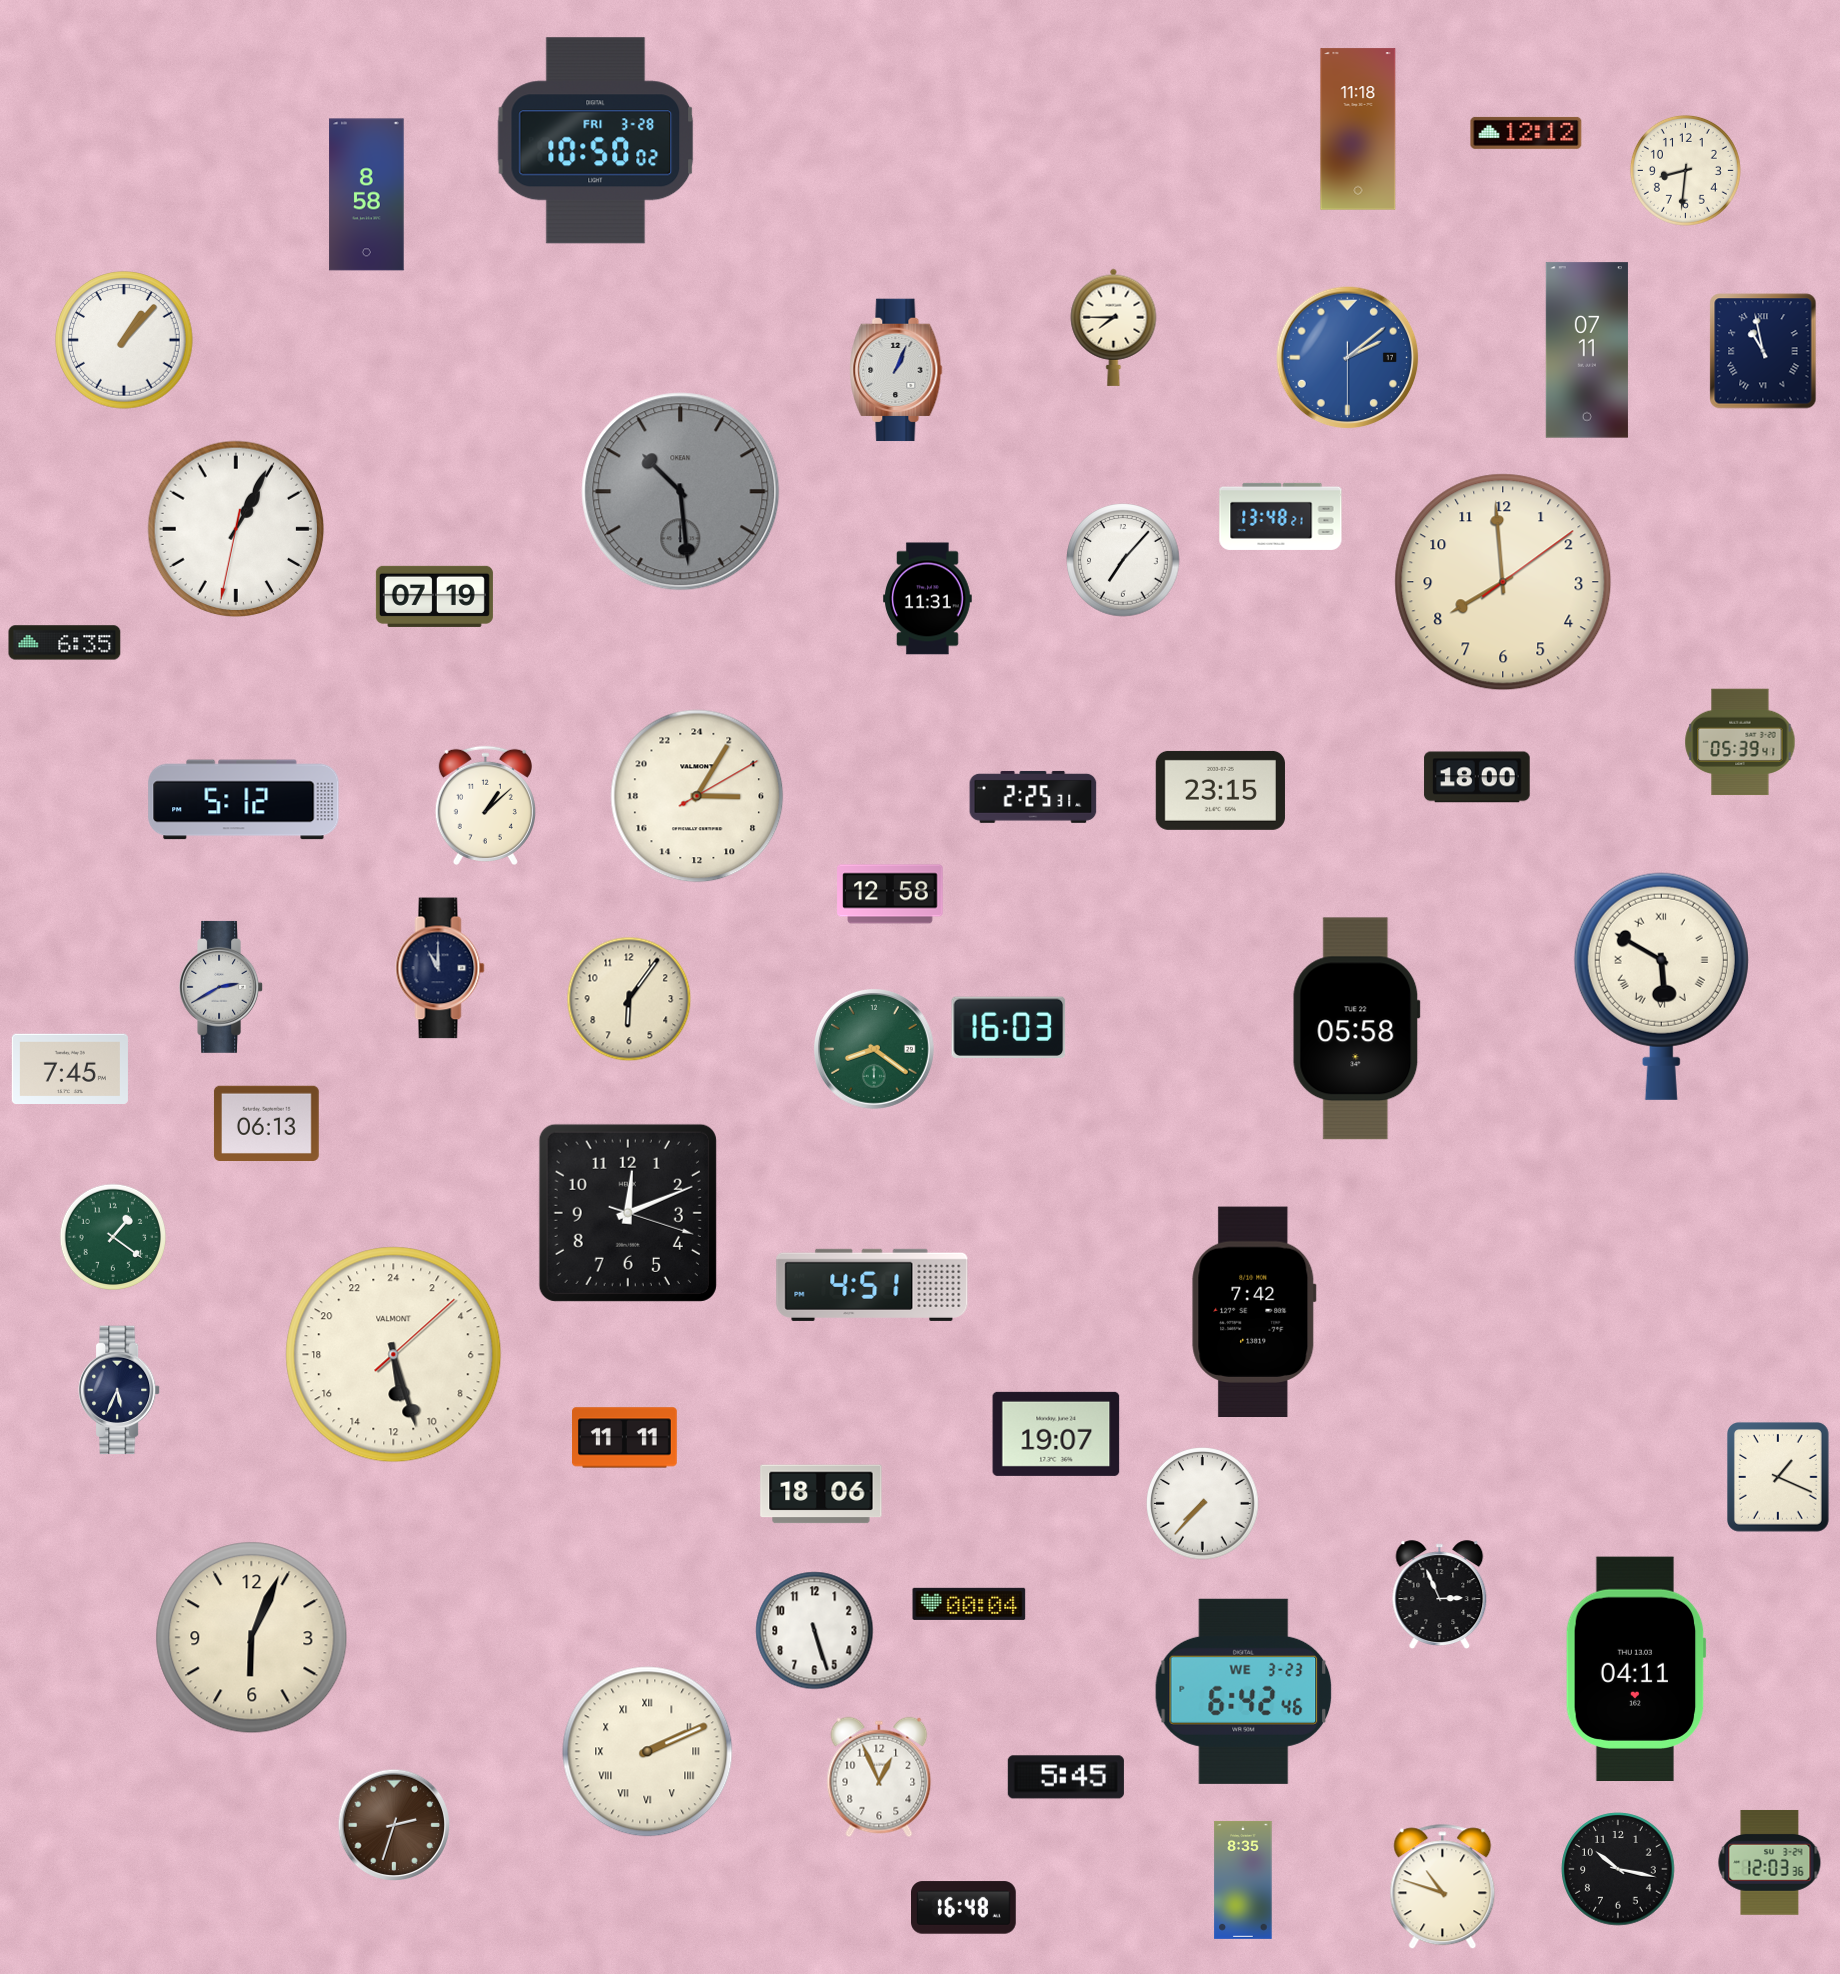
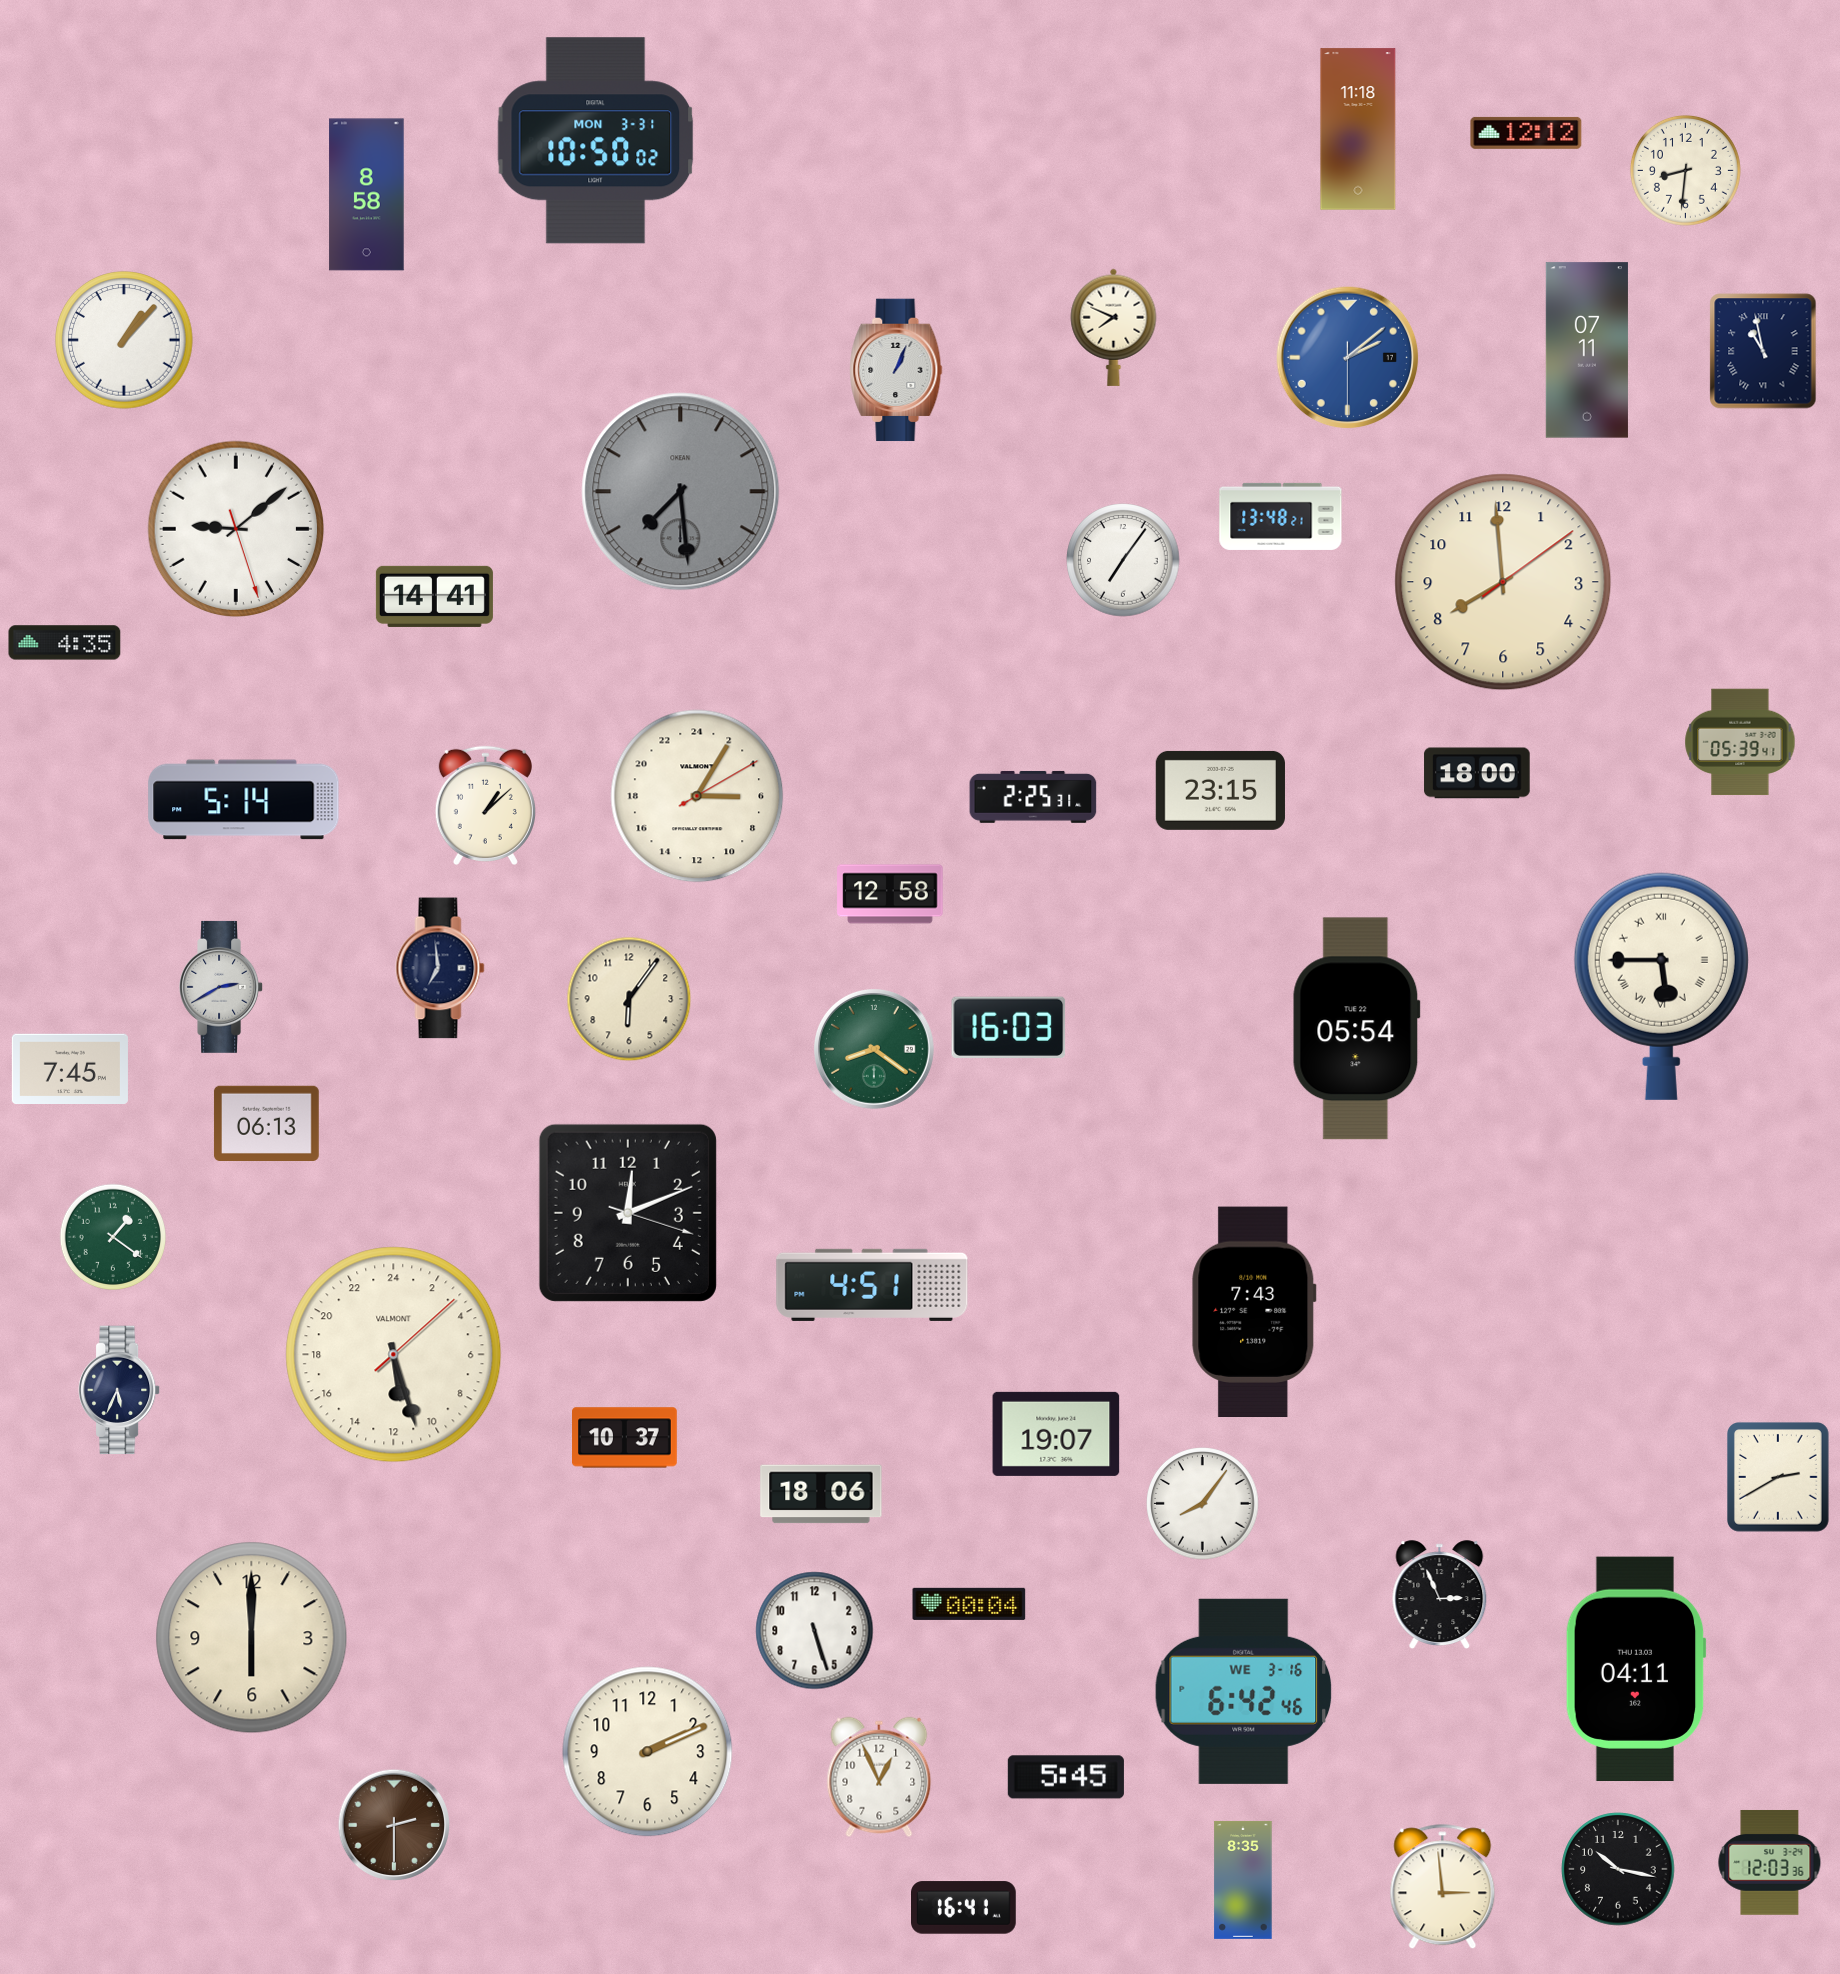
clock at (596, 141) date: FRI 3-28 -> MON 3-31
clock at (1114, 327): 7:45 -> 7:49
clock at (681, 492): 10:29 -> 7:29
clock at (236, 529): 1:04 -> 9:08
clock at (1123, 560): 7:07 -> 7:06
clock at (434, 596): 07:19 -> 14:41
clock at (928, 599): 11:31 -> none
clock at (65, 643): 6:35 -> 4:35
clock at (1477, 777) position: (1477, 777) -> (1477, 773)
clock at (244, 800): 5:12 -> 5:14
clock at (440, 968): 11:00 -> 6:59
clock at (1661, 986): 5:50 -> 5:45
clock at (1356, 1029): 05:58 -> 05:54
clock at (1254, 1311): 7:42 -> 7:43
clock at (625, 1438): 11:11 -> 10:37
clock at (1779, 1478): 1:19 -> 2:40
clock at (1203, 1504): 7:37 -> 8:06
clock at (252, 1638): 6:04 -> 6:00
clock at (1244, 1691) date: WE 3-23 -> WE 3-16
clock at (648, 1752) numerals: Roman -> Arabic
clock at (394, 1825): 2:33 -> 2:30
clock at (1443, 1887): 10:48 -> 2:59
clock at (964, 1908): 16:48 -> 16:41
